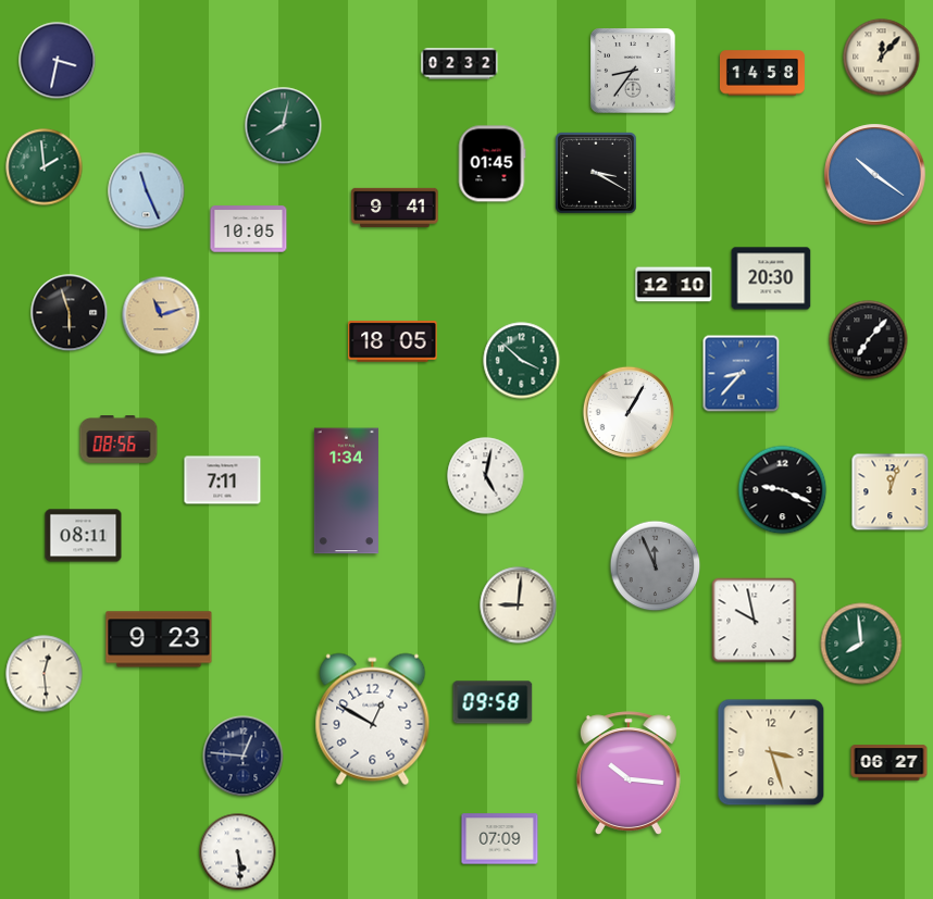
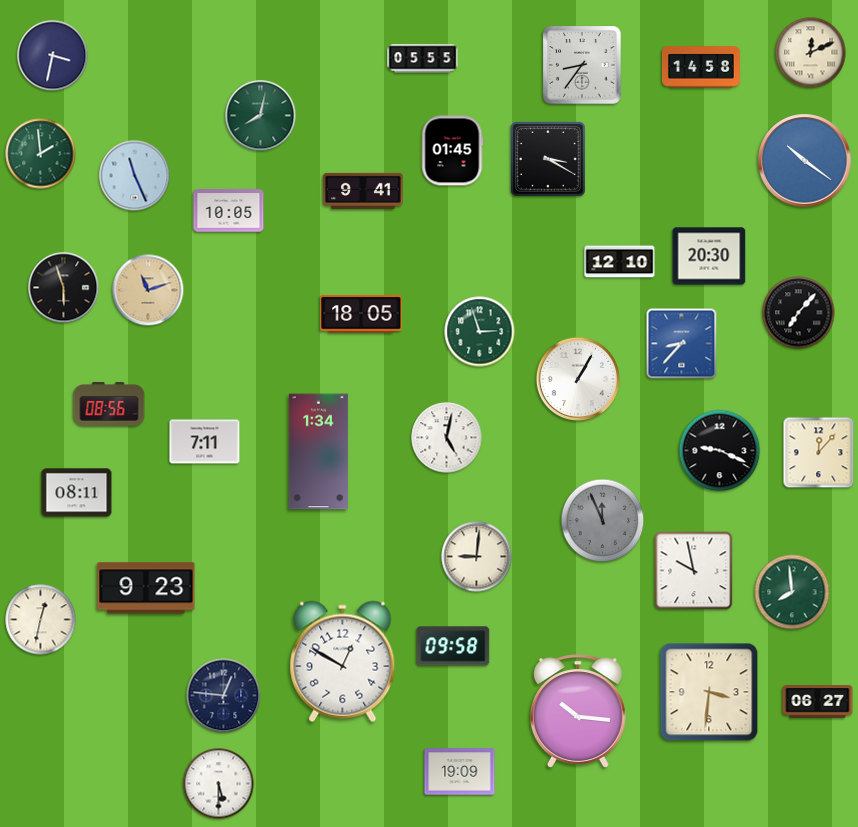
clock at (882, 58): 12:07 -> 12:11
clock at (460, 64): 02:32 -> 05:55
clock at (522, 361): 3:52 -> 2:57
clock at (891, 492): 12:03 -> 12:07
clock at (45, 674): 12:29 -> 12:32
clock at (771, 752): 3:27 -> 3:31
clock at (500, 839): 07:09 -> 19:09
clock at (238, 852): 5:29 -> 5:30
